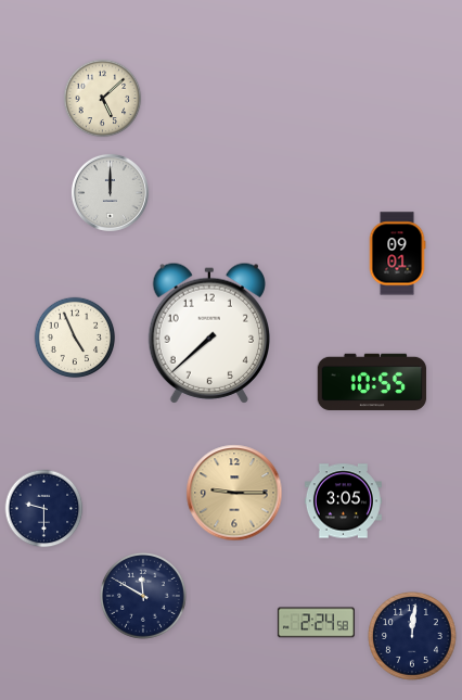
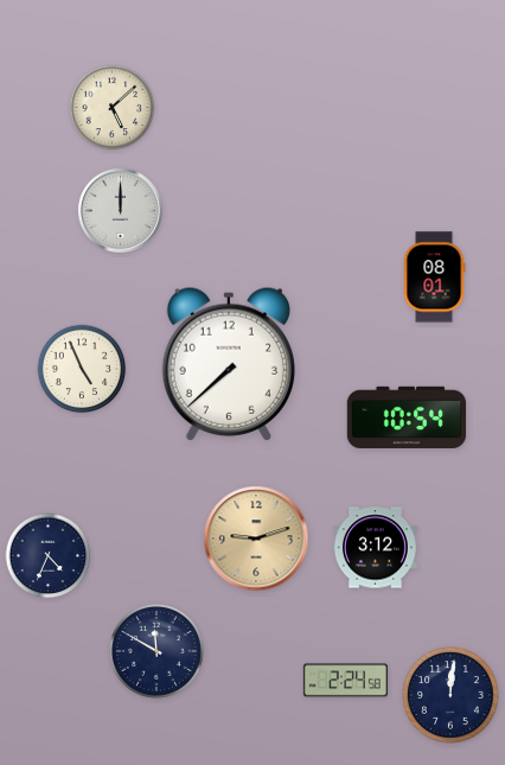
clock at (397, 254): 09:01 -> 08:01
clock at (372, 382): 10:55 -> 10:54
clock at (234, 493): 9:15 -> 9:12
clock at (343, 501): 3:05 -> 3:12
clock at (44, 509): 9:30 -> 4:34
